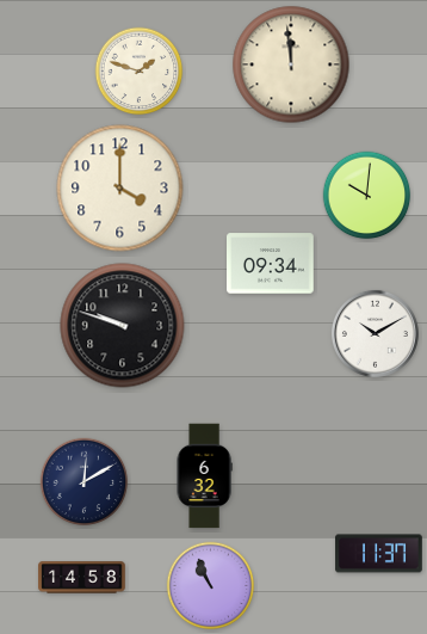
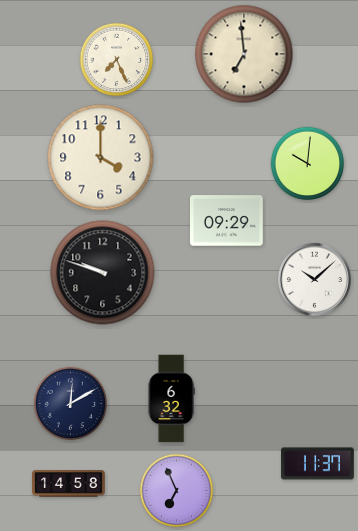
clock at (291, 64): 11:59 -> 6:59
clock at (140, 72): 1:48 -> 7:26
clock at (271, 264): 09:34 -> 09:29
clock at (375, 333): 10:10 -> 10:08
clock at (211, 586): 10:56 -> 6:56
